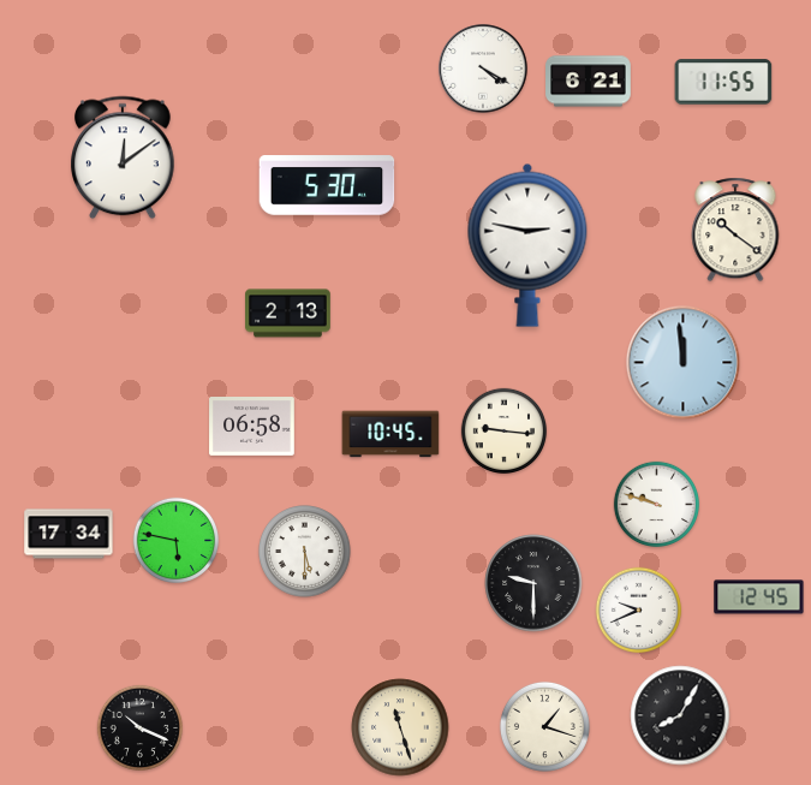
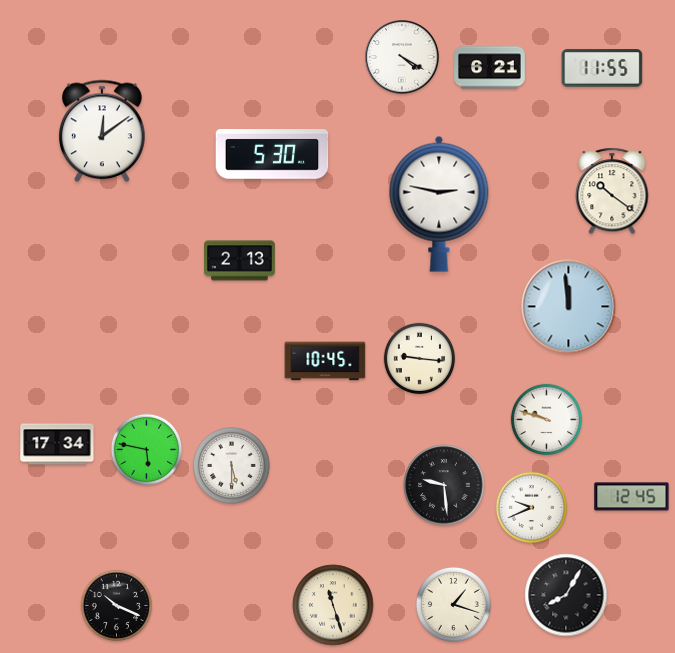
clock at (684, 363) position: (684, 363) -> (569, 307)
clock at (252, 427): 06:58 -> none
clock at (305, 552) position: (305, 552) -> (232, 466)
clock at (533, 583): 9:30 -> 9:29
